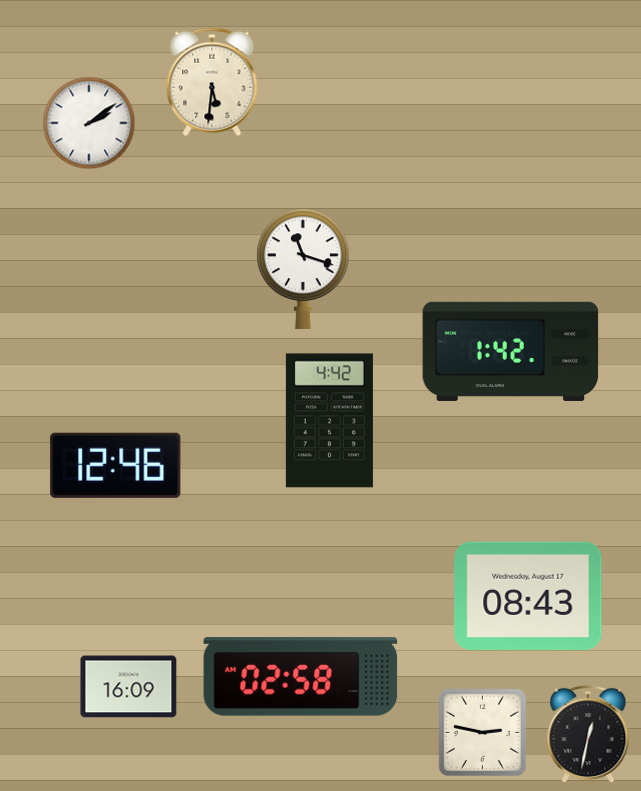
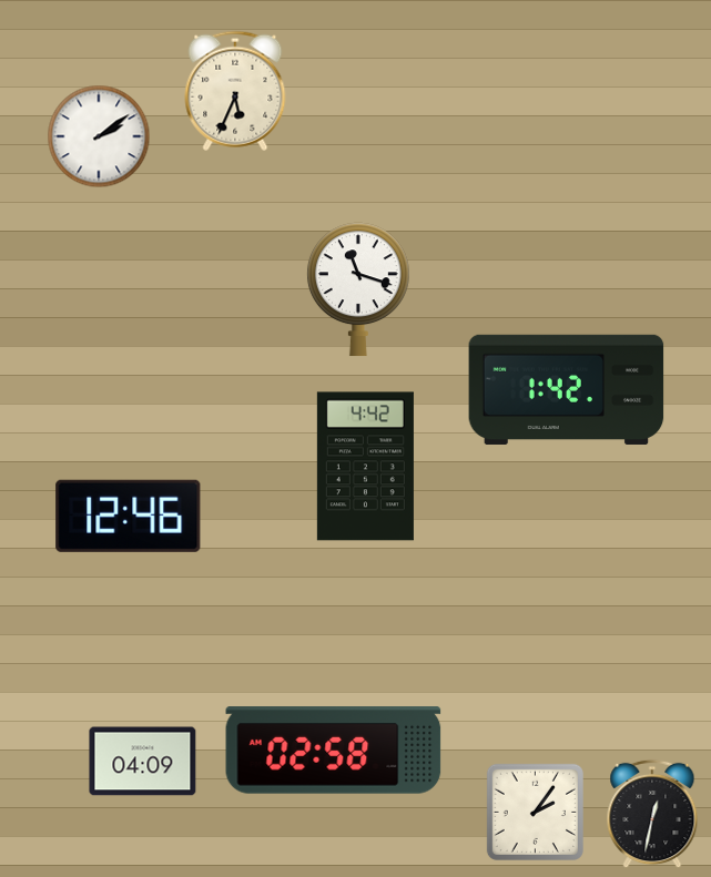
clock at (212, 82): 5:31 -> 5:34
clock at (303, 269) position: (303, 269) -> (358, 289)
clock at (528, 596): 08:43 -> none
clock at (129, 687): 16:09 -> 04:09
clock at (482, 732): 2:47 -> 2:06
